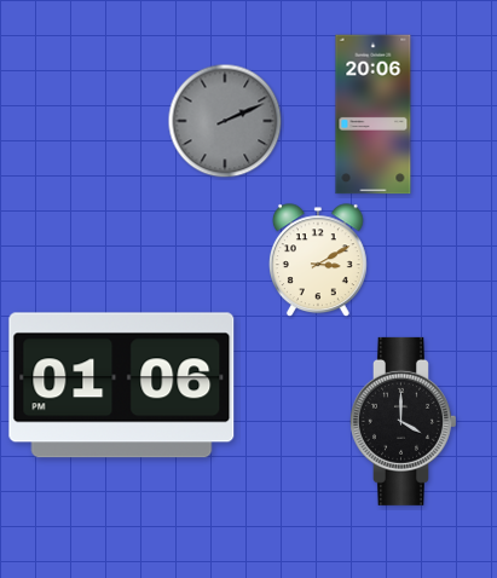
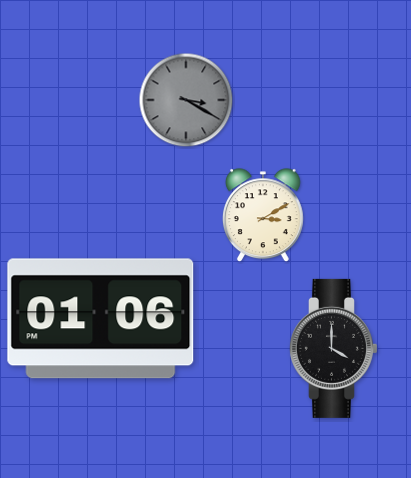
clock at (374, 115): 20:06 -> none
clock at (225, 121): 2:11 -> 3:20
